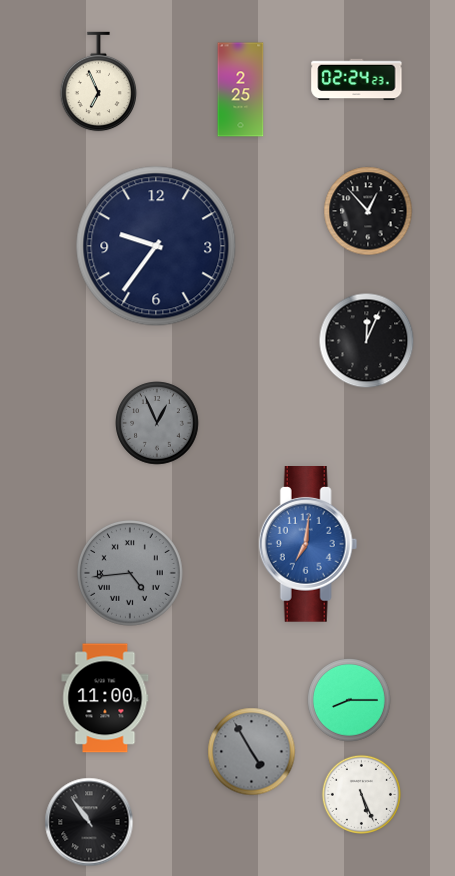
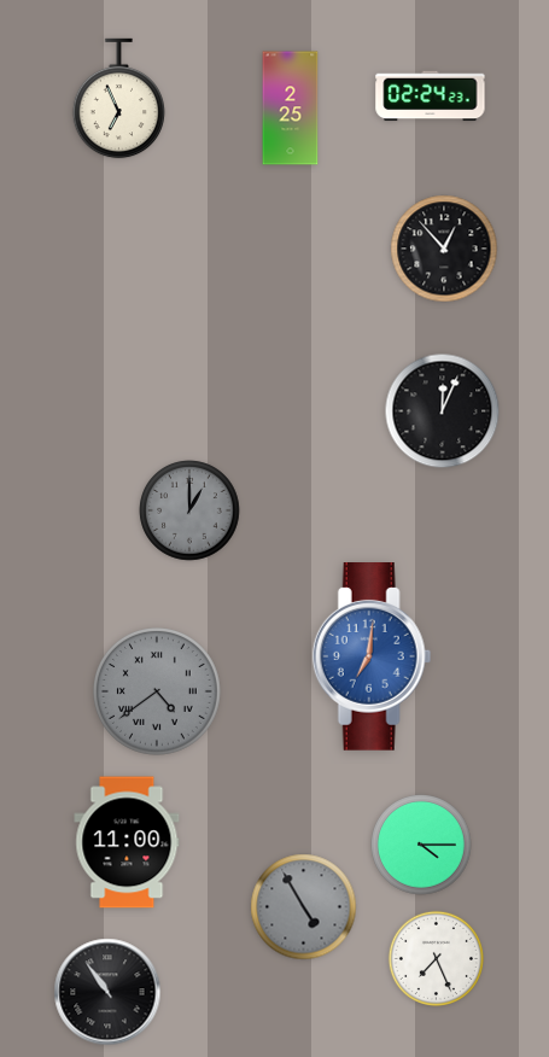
clock at (368, 211) position: (368, 211) -> (444, 249)
clock at (156, 246): 9:36 -> none
clock at (157, 423): 12:56 -> 1:00
clock at (131, 574): 4:44 -> 4:39
clock at (349, 700): 8:15 -> 4:15
clock at (361, 794): 5:26 -> 7:26
